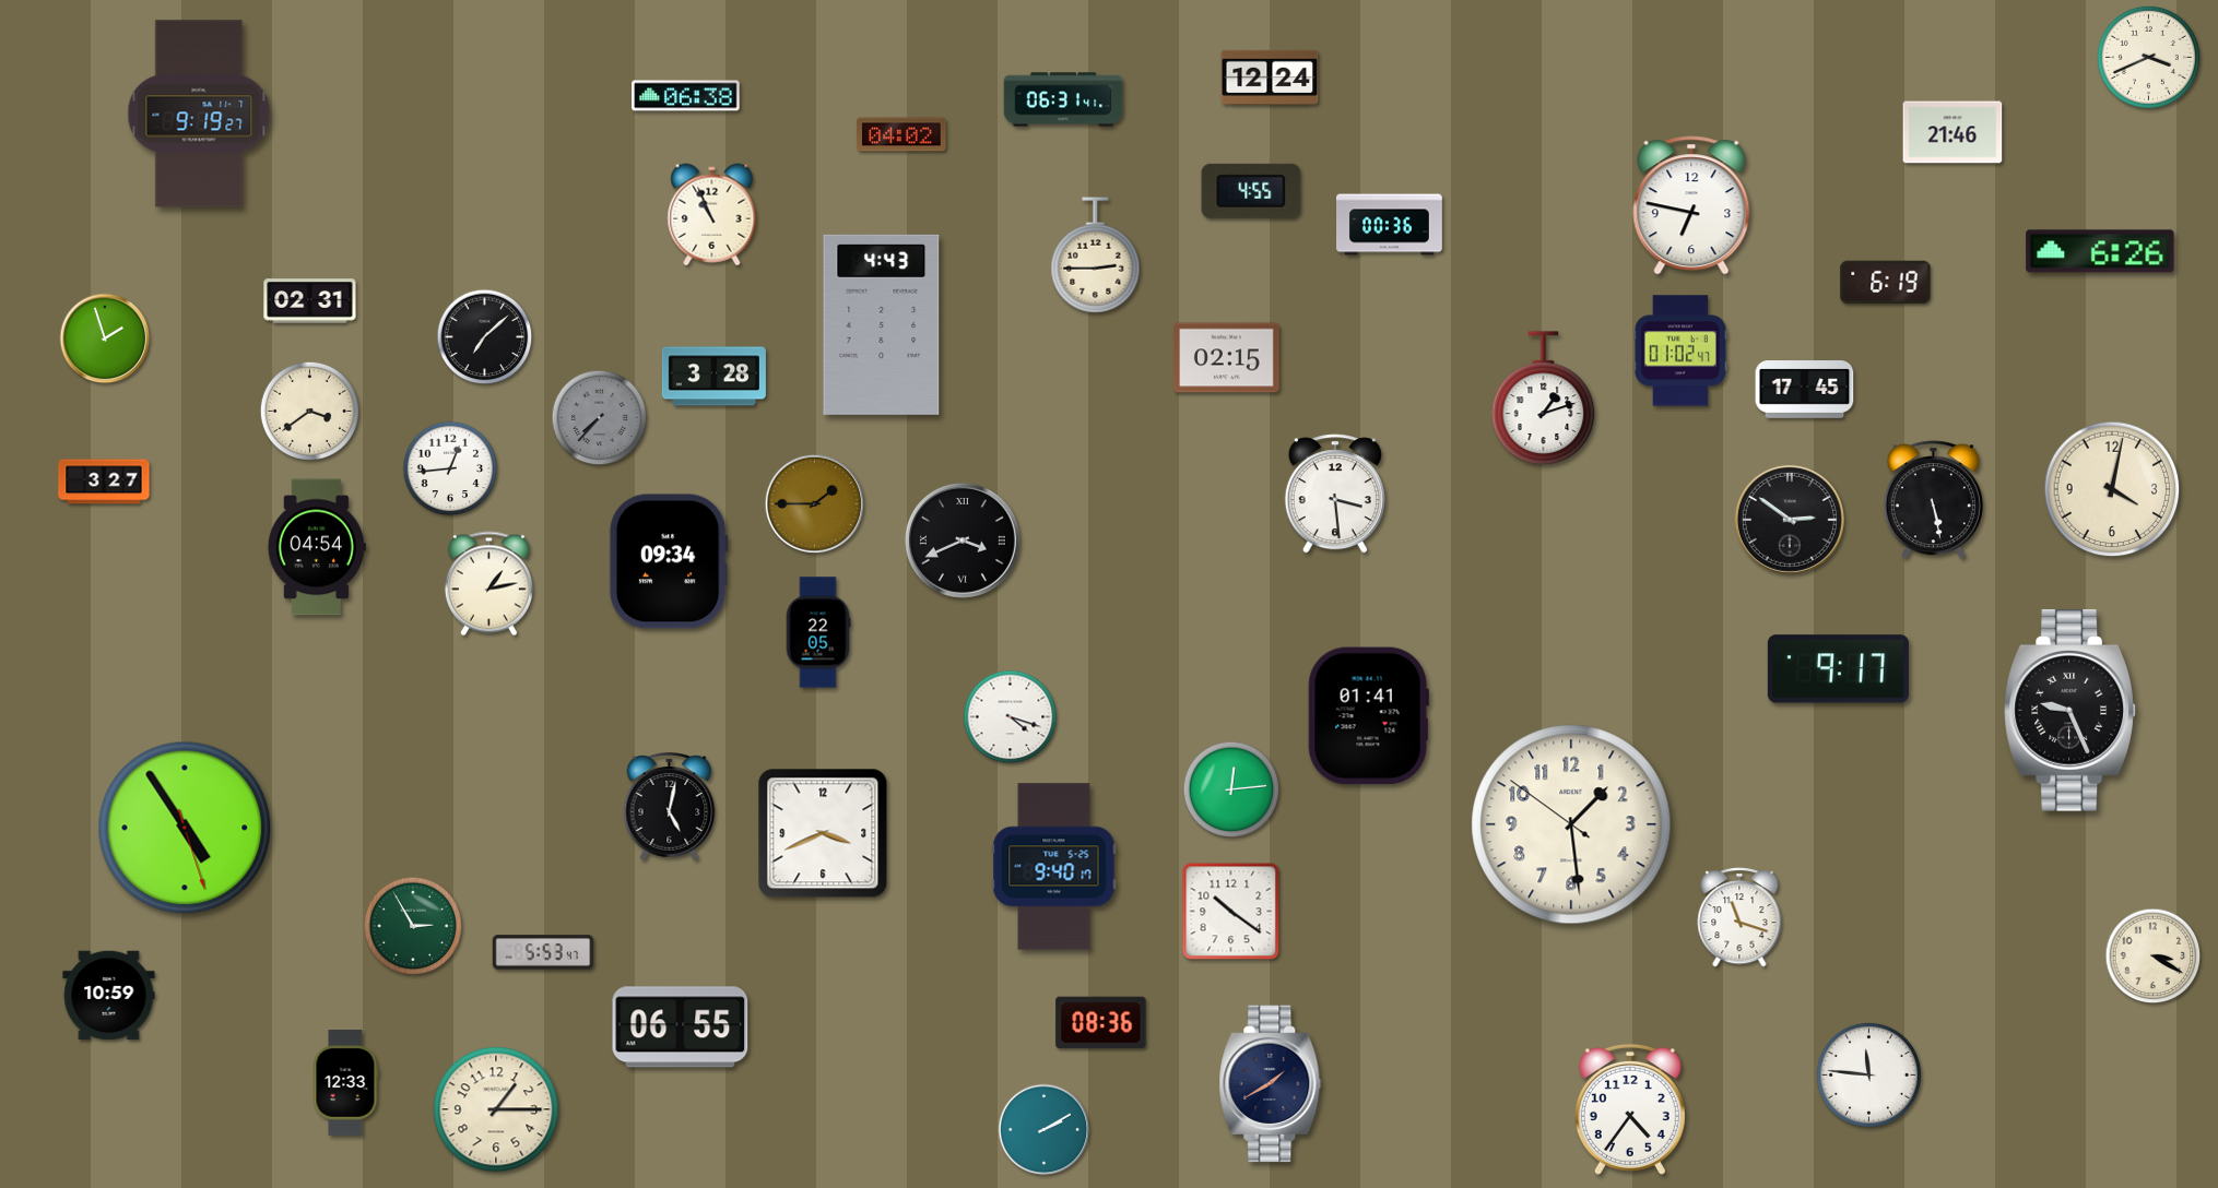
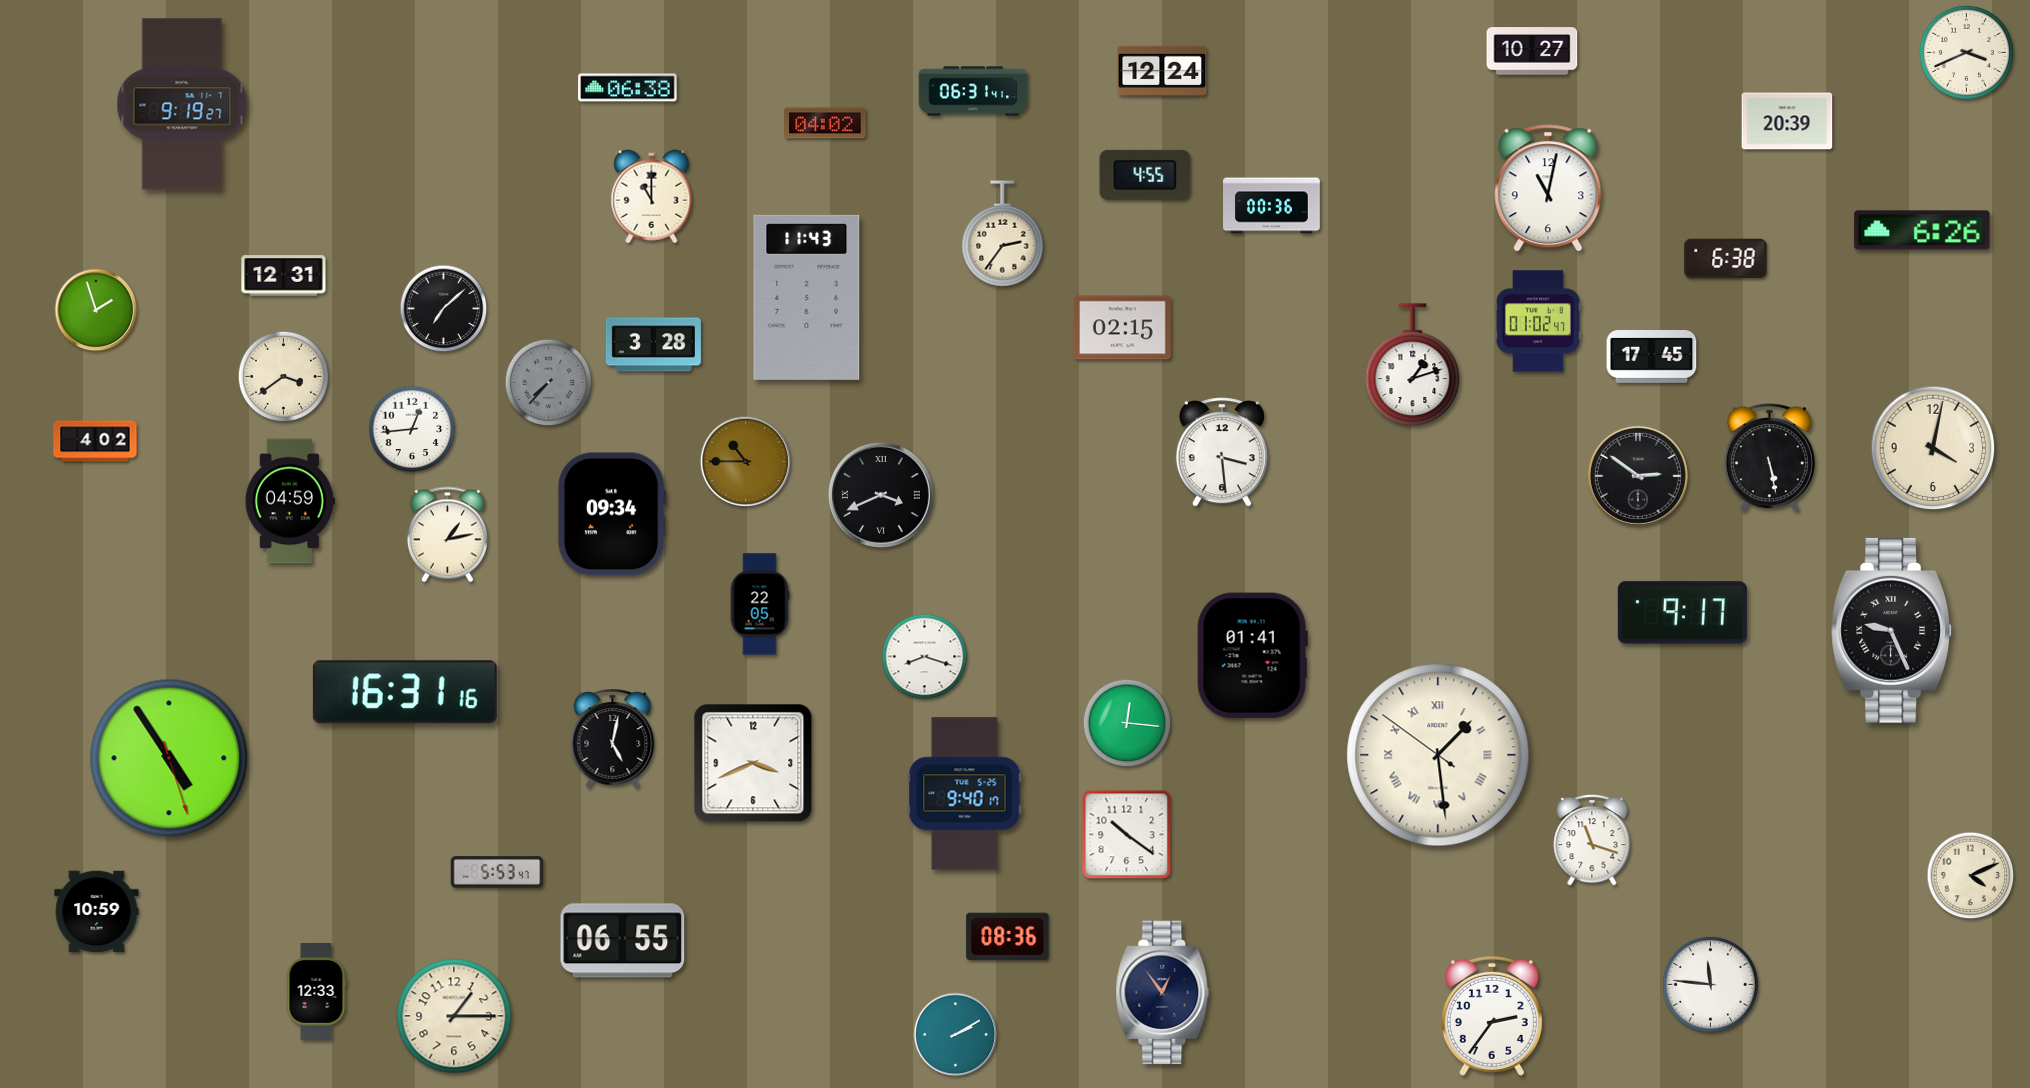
clock at (1532, 51): none -> 10:27
clock at (1952, 132): 21:46 -> 20:39
clock at (1691, 205): 6:47 -> 11:02
clock at (712, 215): 10:56 -> 11:00
clock at (1096, 256): 2:45 -> 2:36
clock at (1886, 283): 6:19 -> 6:38
clock at (310, 301): 02:31 -> 12:31
clock at (882, 324): 4:43 -> 11:43
clock at (104, 482): 3:27 -> 4:02
clock at (815, 504): 1:45 -> 10:45
clock at (317, 547): 04:54 -> 04:59
clock at (818, 632) position: (818, 632) -> (760, 604)
clock at (2069, 710) position: (2069, 710) -> (1891, 630)
clock at (1011, 717): 4:18 -> 8:18
clock at (405, 692): none -> 16:31
clock at (1231, 789): 12:14 -> 12:16
clock at (1571, 824) numerals: Arabic -> Roman
clock at (413, 926): 2:55 -> none
clock at (2154, 957): 3:20 -> 4:11
clock at (109, 996) position: (109, 996) -> (97, 912)
clock at (1271, 1084): 1:40 -> 12:54
clock at (1630, 1109): 4:36 -> 2:36
